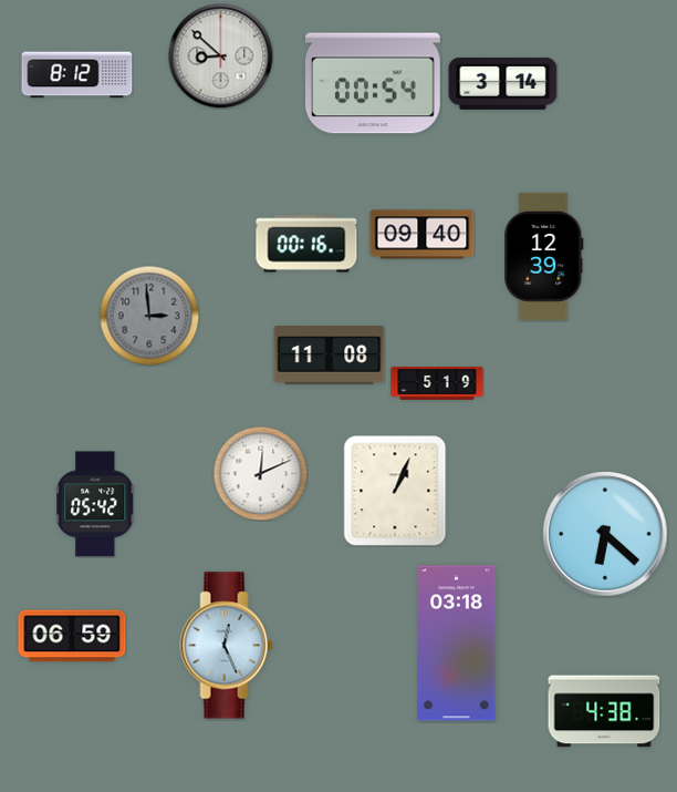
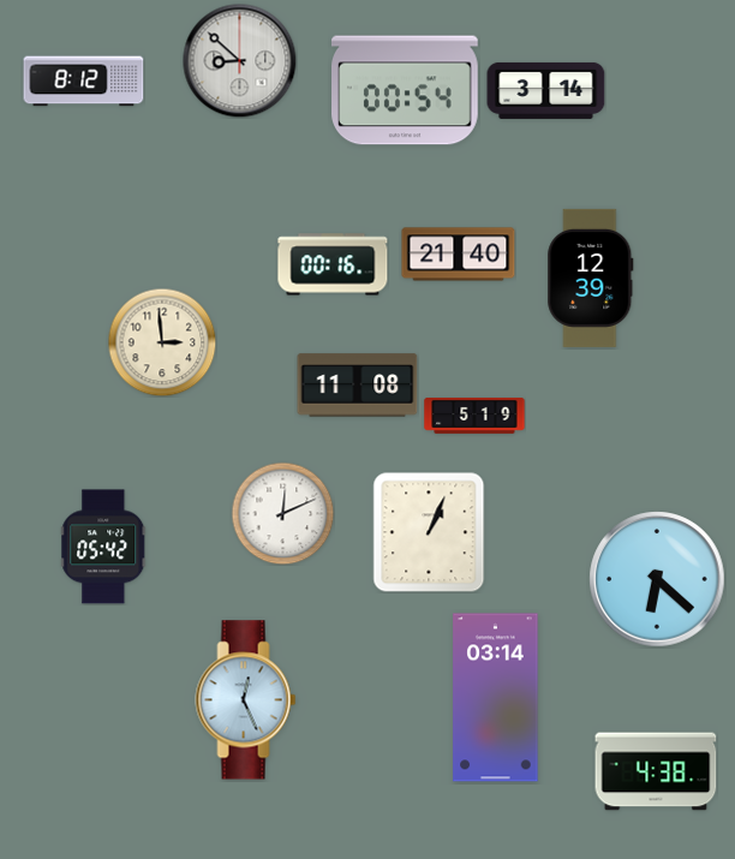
clock at (423, 235): 09:40 -> 21:40
clock at (149, 316) dial: grey -> cream
clock at (72, 636): 06:59 -> none
clock at (457, 644): 03:18 -> 03:14
